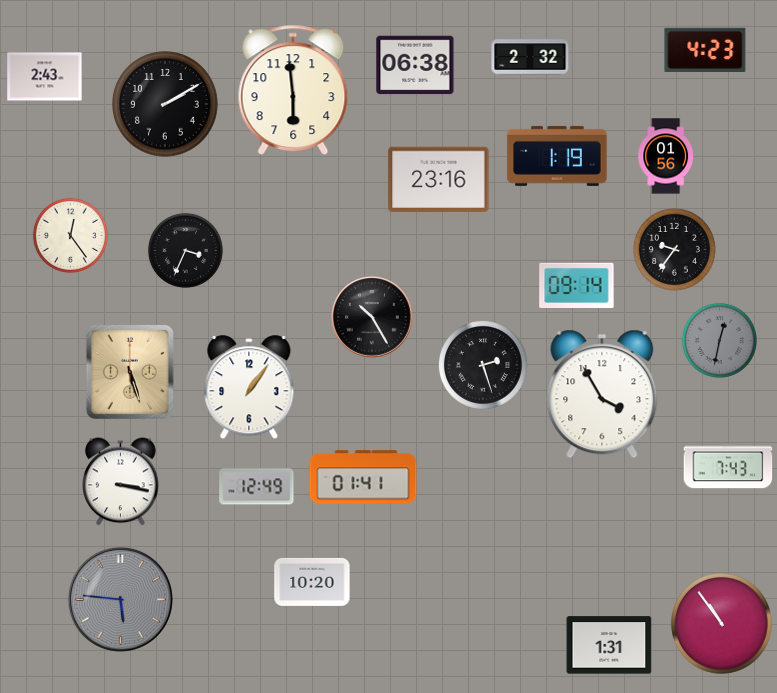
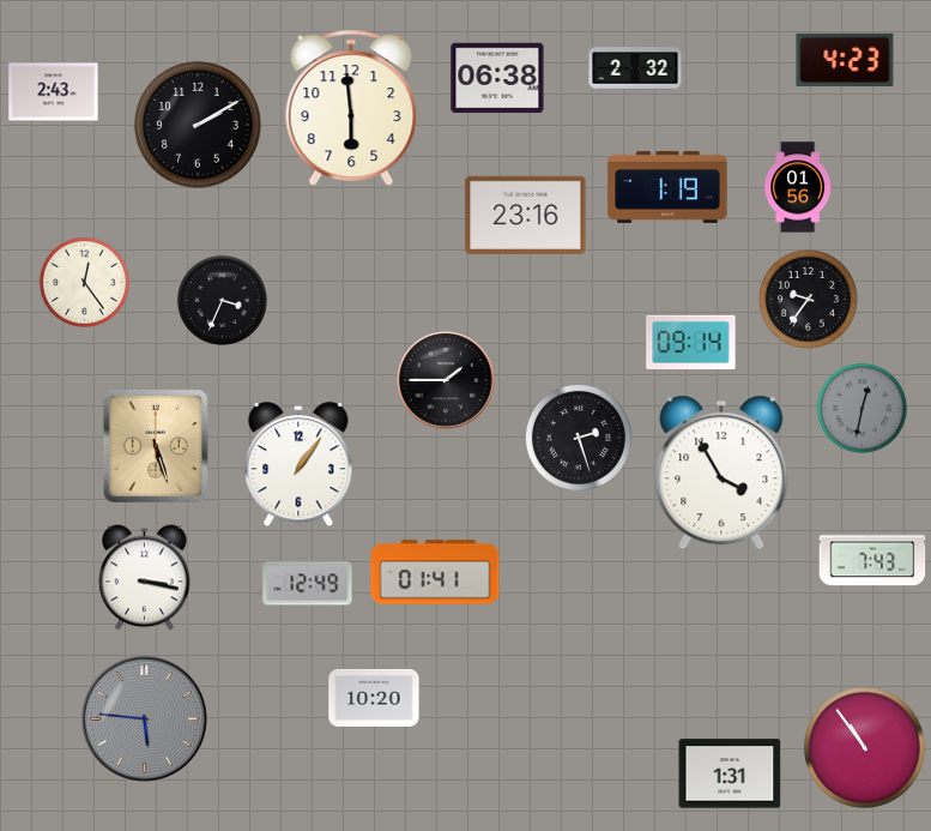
clock at (373, 318): 10:25 -> 1:45
